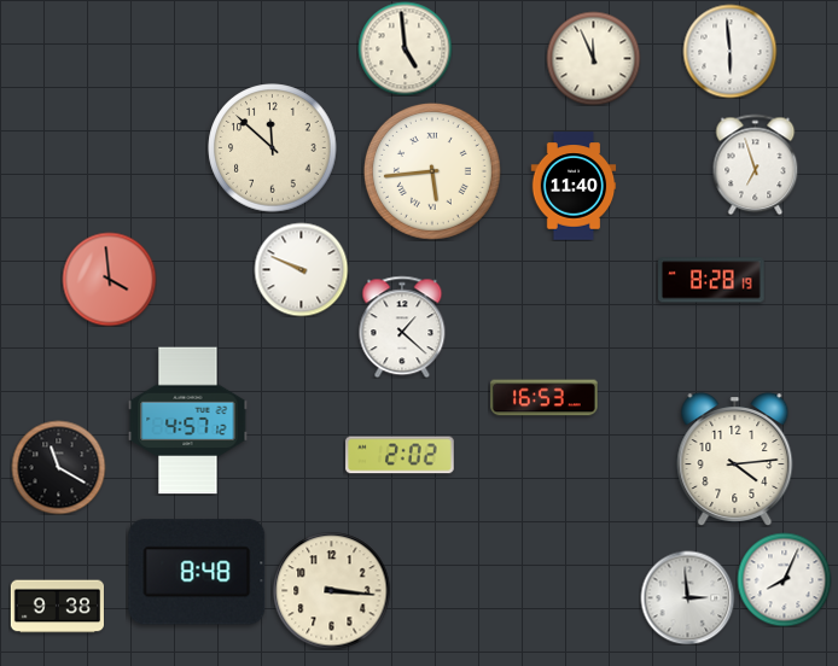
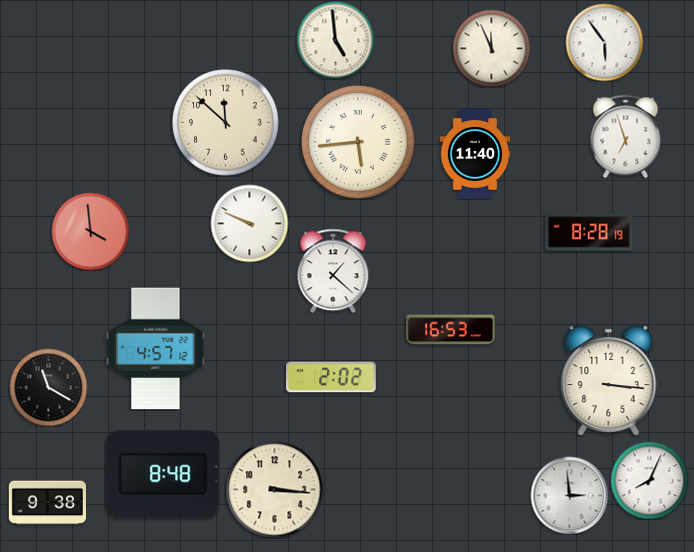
clock at (729, 51): 5:59 -> 5:54
clock at (735, 460): 4:14 -> 3:16
